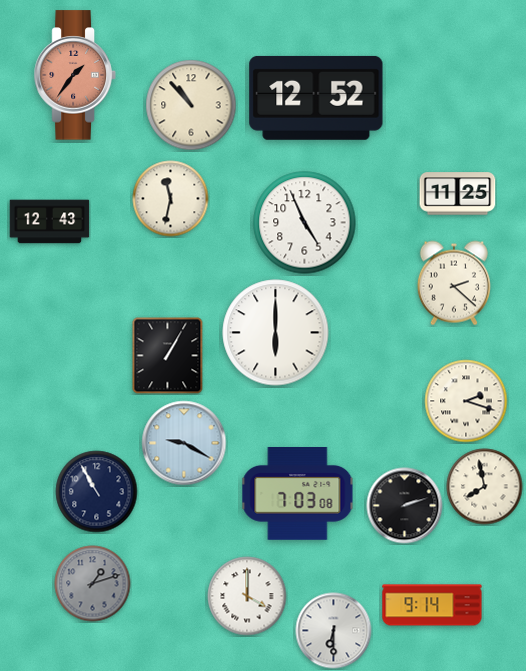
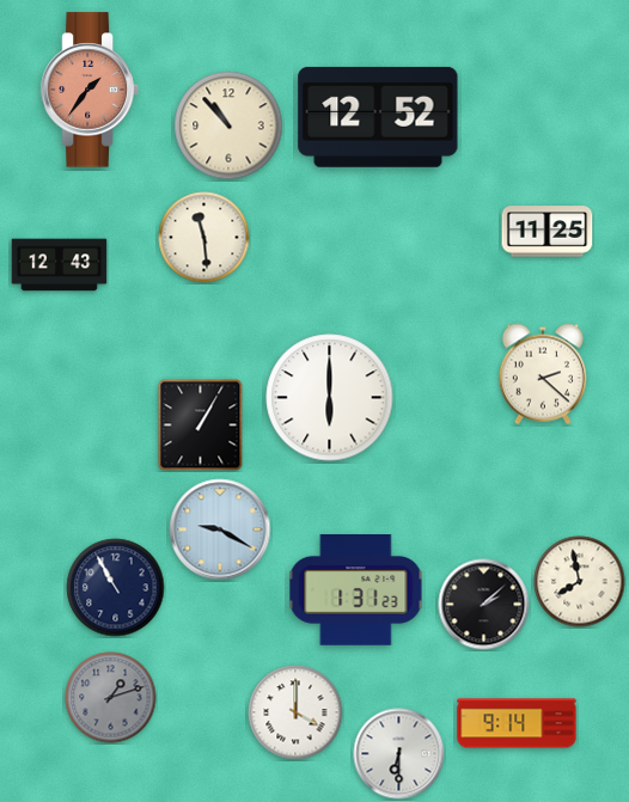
clock at (171, 199): 11:32 -> 11:29
clock at (305, 223): 4:56 -> none
clock at (454, 283) position: (454, 283) -> (543, 374)
clock at (466, 401): 2:18 -> none
clock at (298, 494): 7:03 -> 1:31
clock at (405, 506): 2:12 -> 2:08
